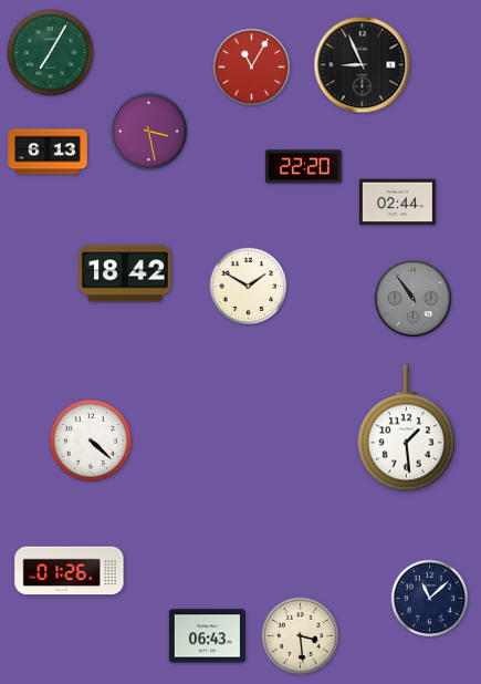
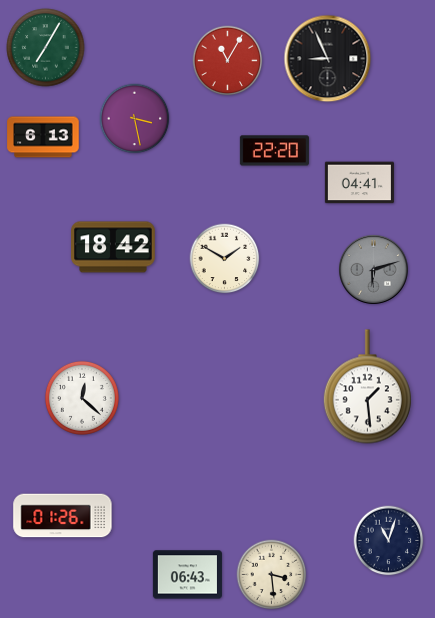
clock at (397, 203): 02:44 -> 04:41
clock at (412, 298): 10:54 -> 6:12
clock at (91, 441): 4:22 -> 12:22
clock at (430, 599): 11:08 -> 11:03
